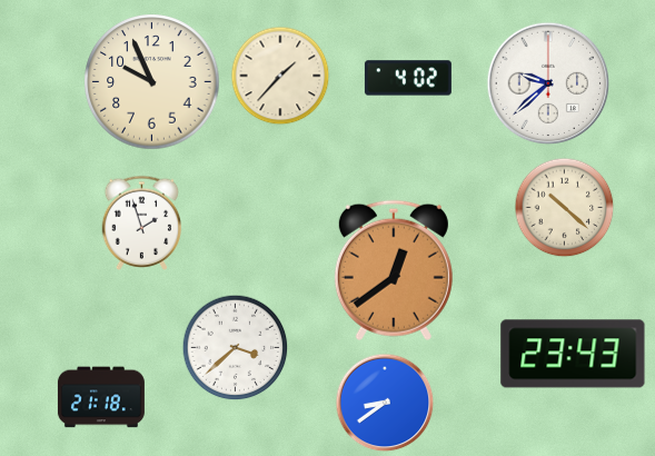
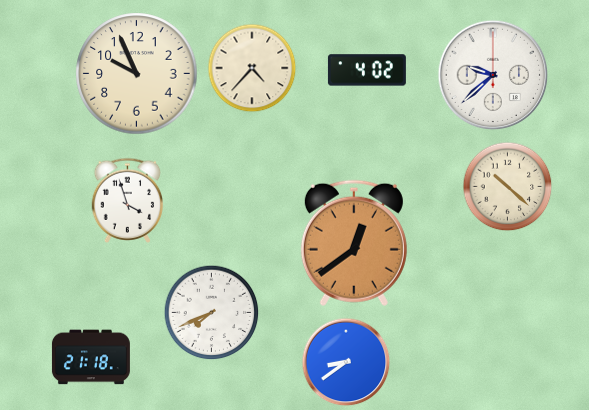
clock at (280, 76): 1:37 -> 4:37
clock at (142, 222): 1:57 -> 3:57
clock at (236, 348): 3:38 -> 7:41
clock at (573, 354): 23:43 -> none
